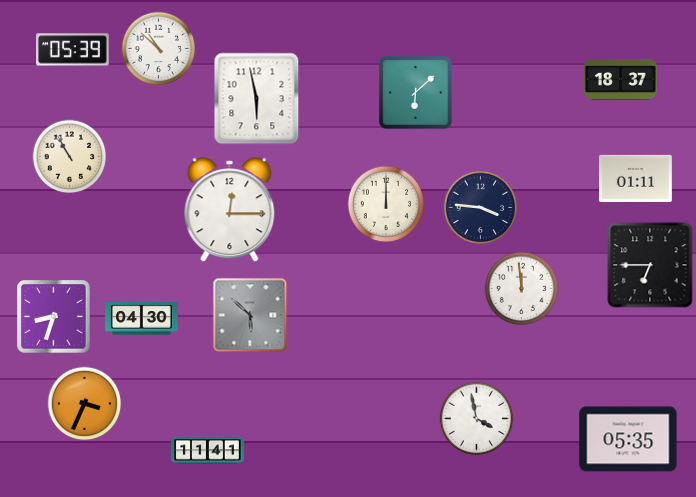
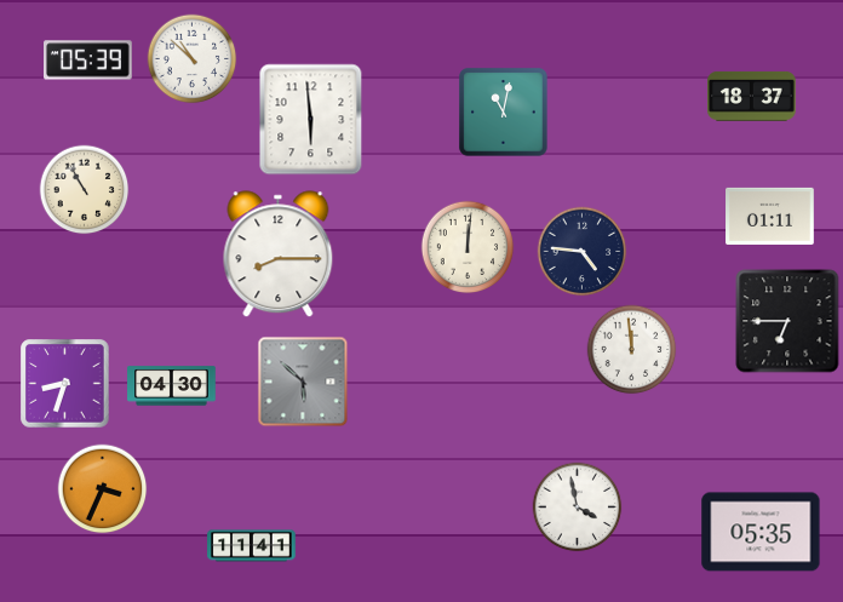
clock at (416, 93): 6:08 -> 11:02
clock at (257, 99): 5:58 -> 5:59
clock at (386, 204): 12:00 -> 12:01
clock at (481, 208): 3:46 -> 4:46
clock at (230, 210): 12:15 -> 8:15
